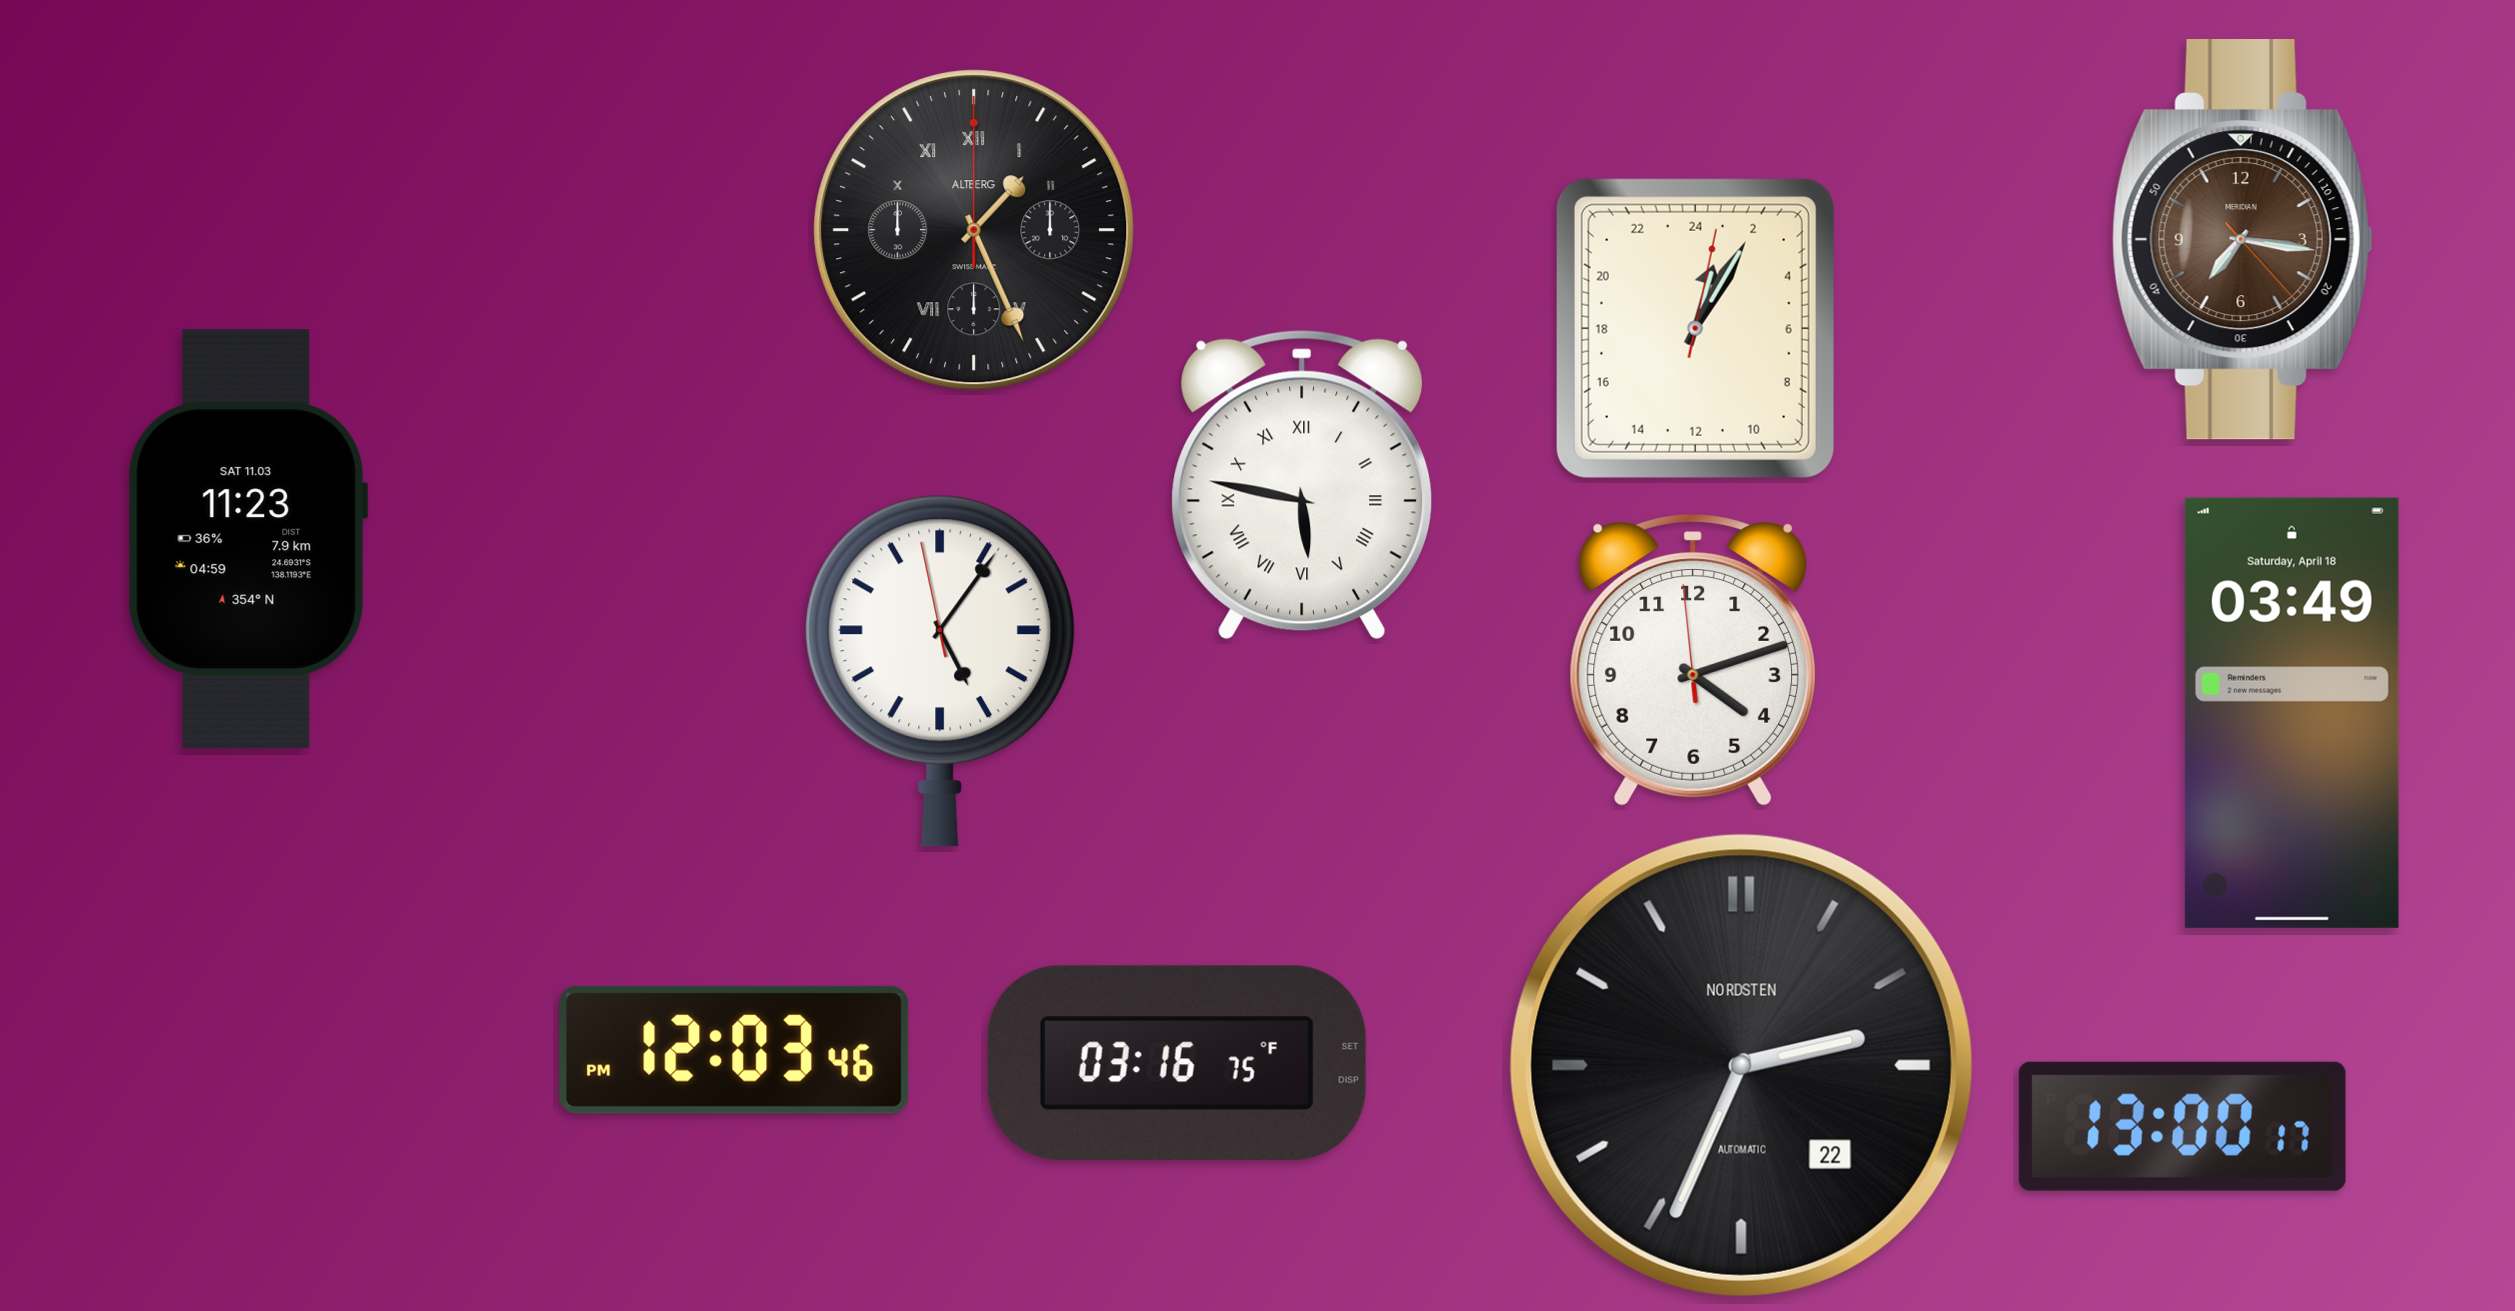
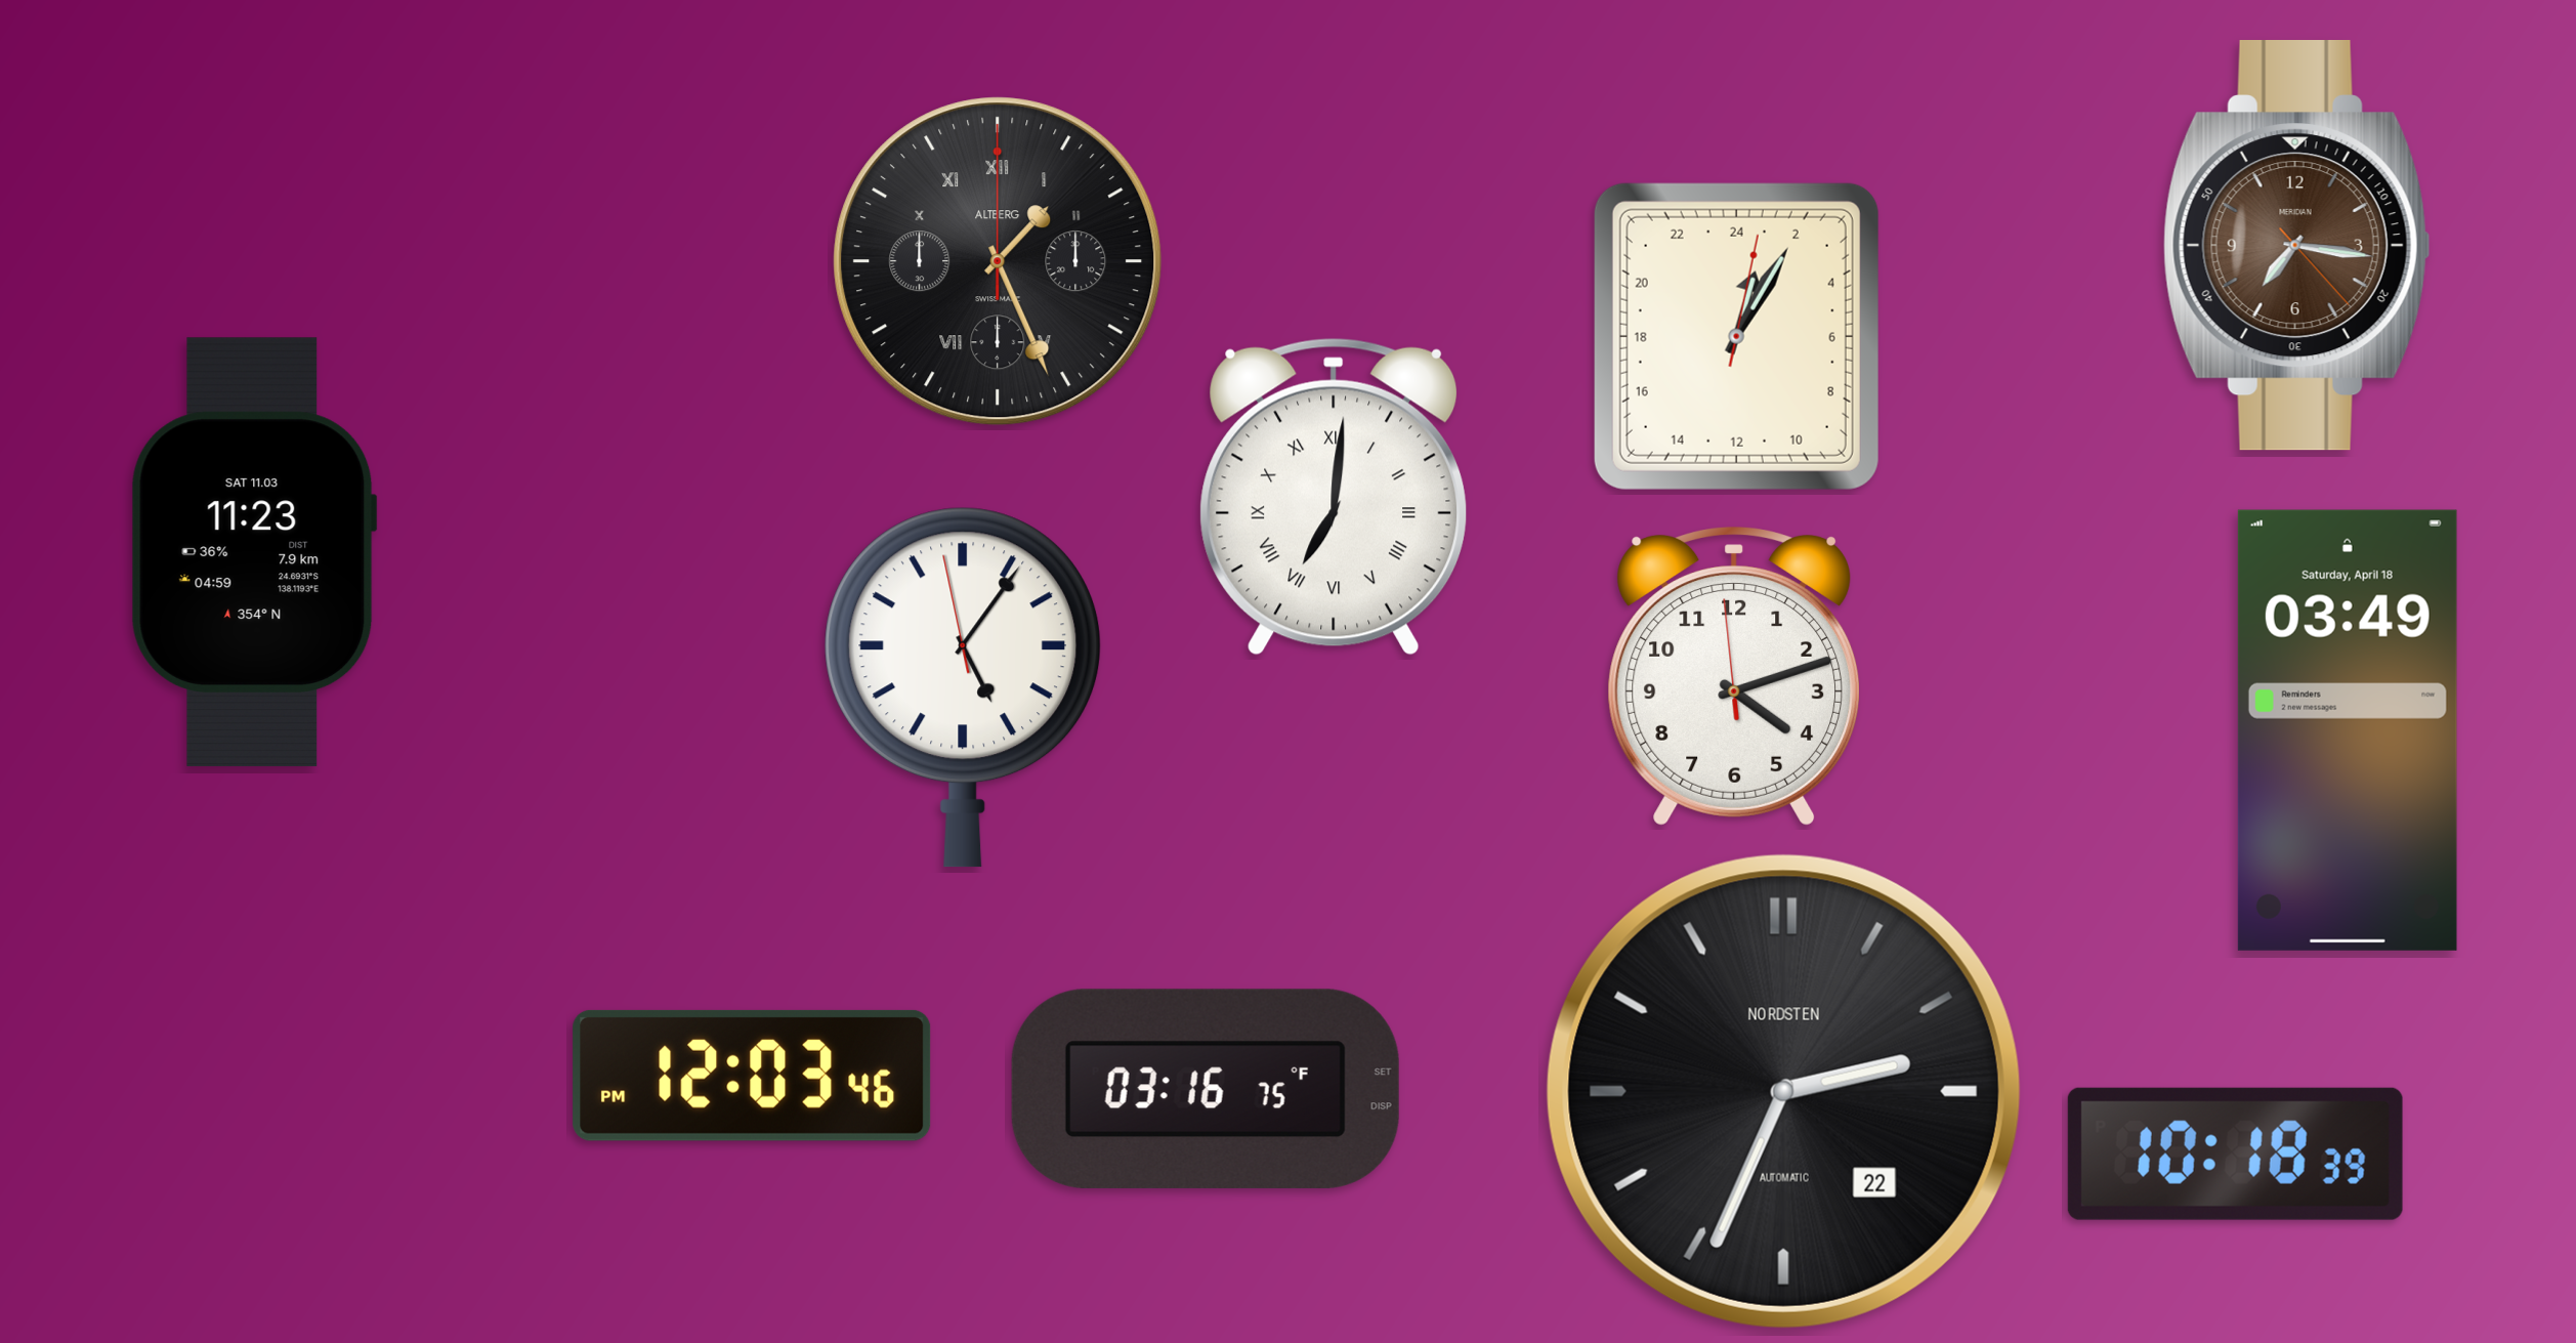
clock at (974, 230) position: (974, 230) -> (998, 261)
clock at (1302, 485): 5:47 -> 7:01
clock at (2182, 1126): 13:00 -> 10:18
